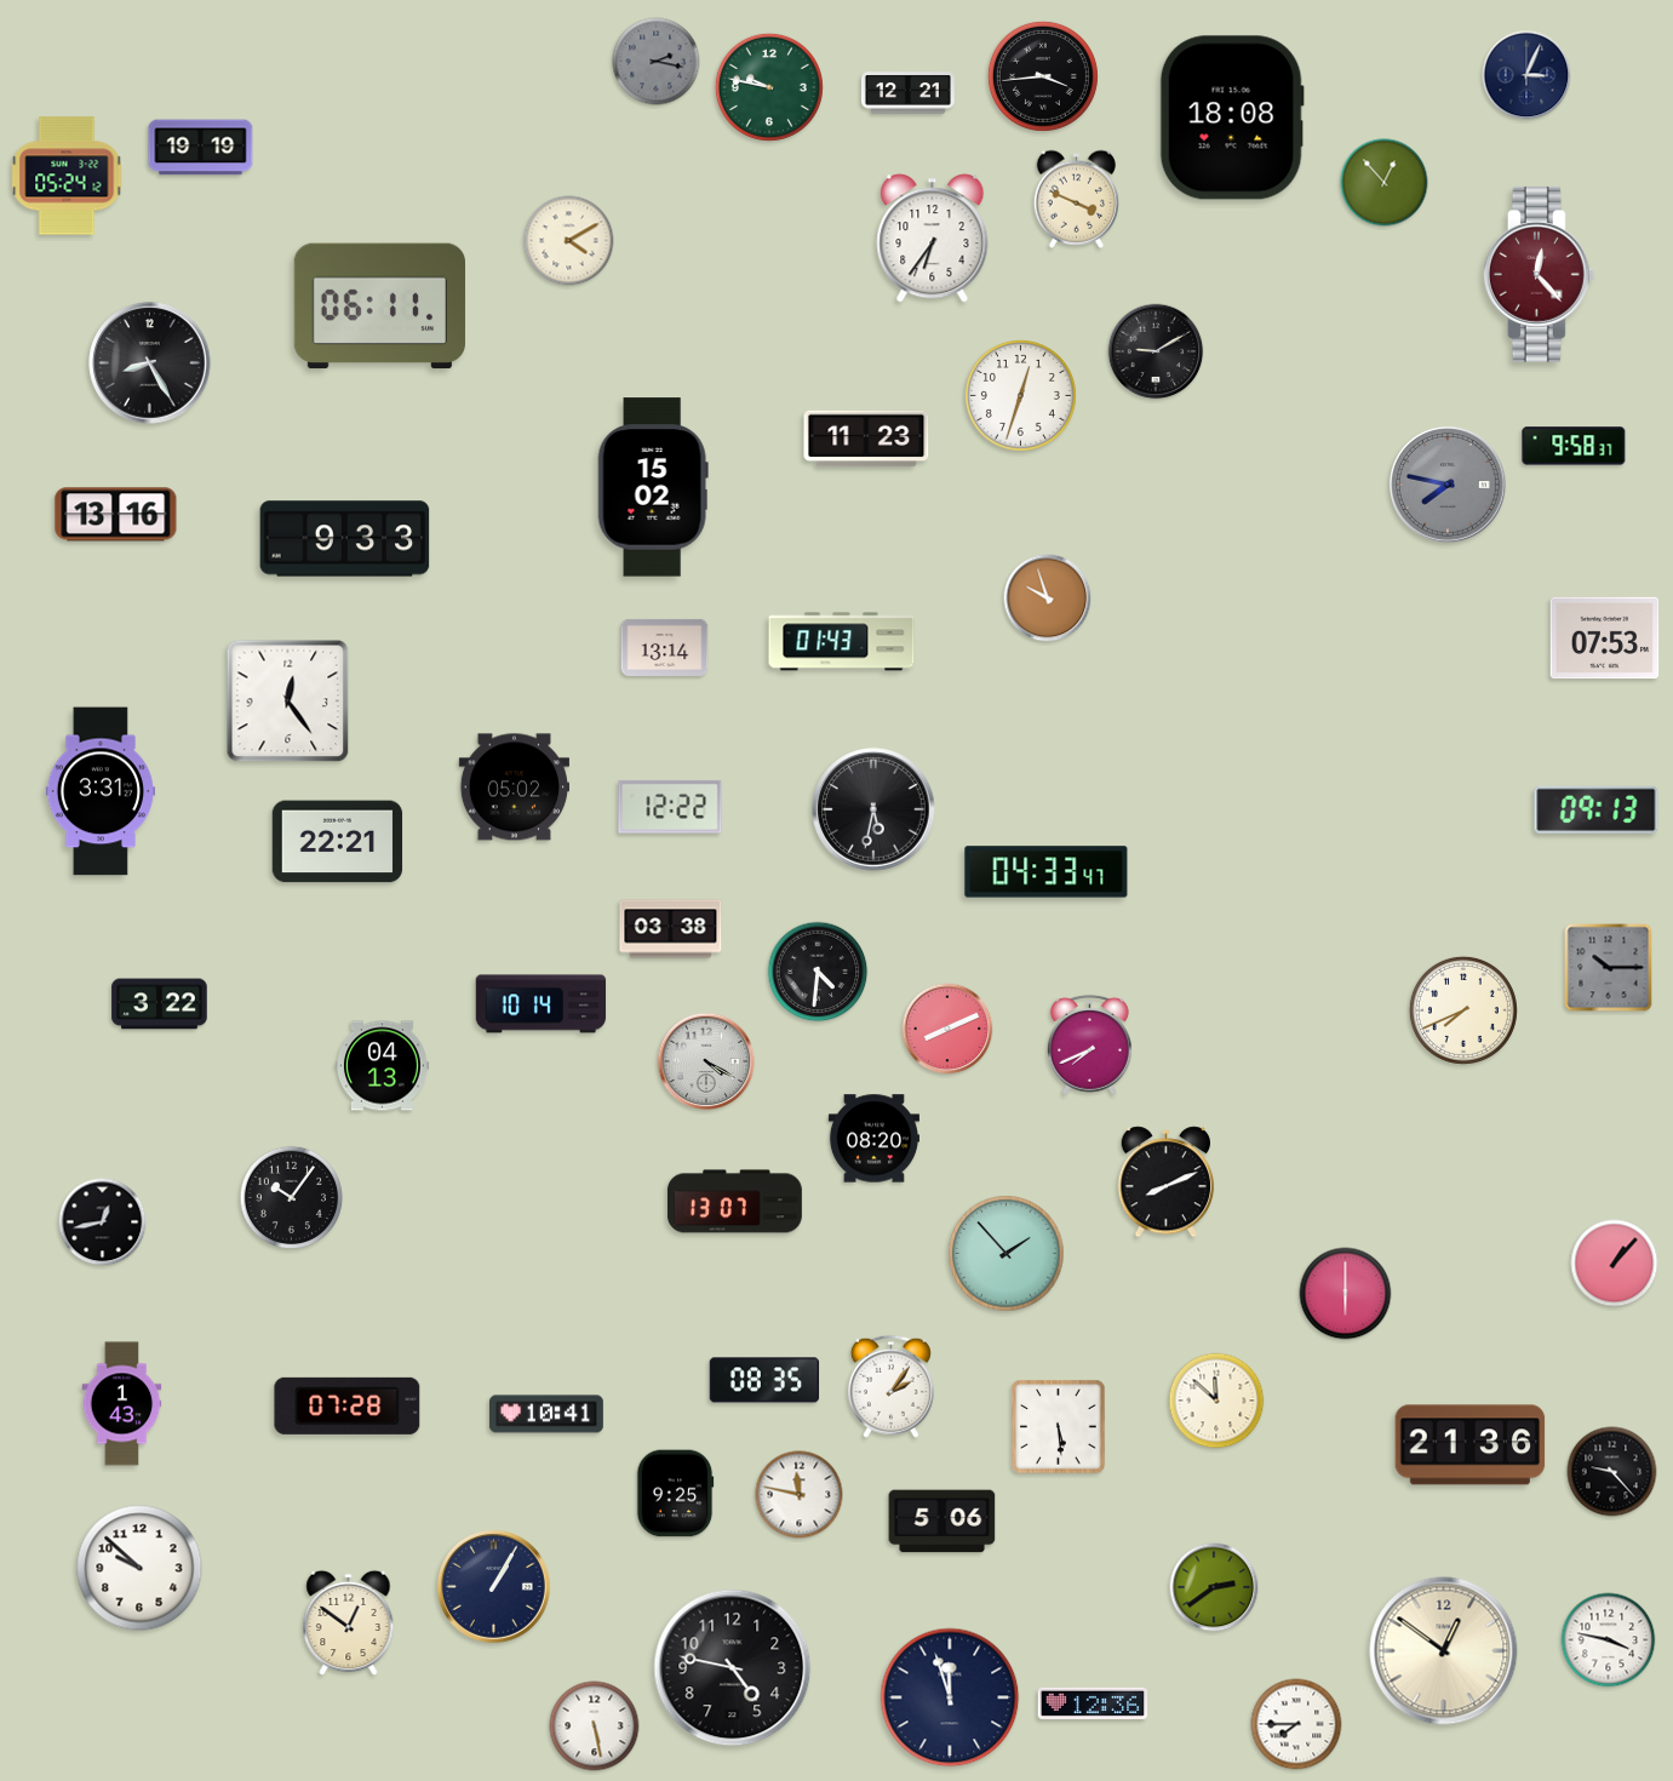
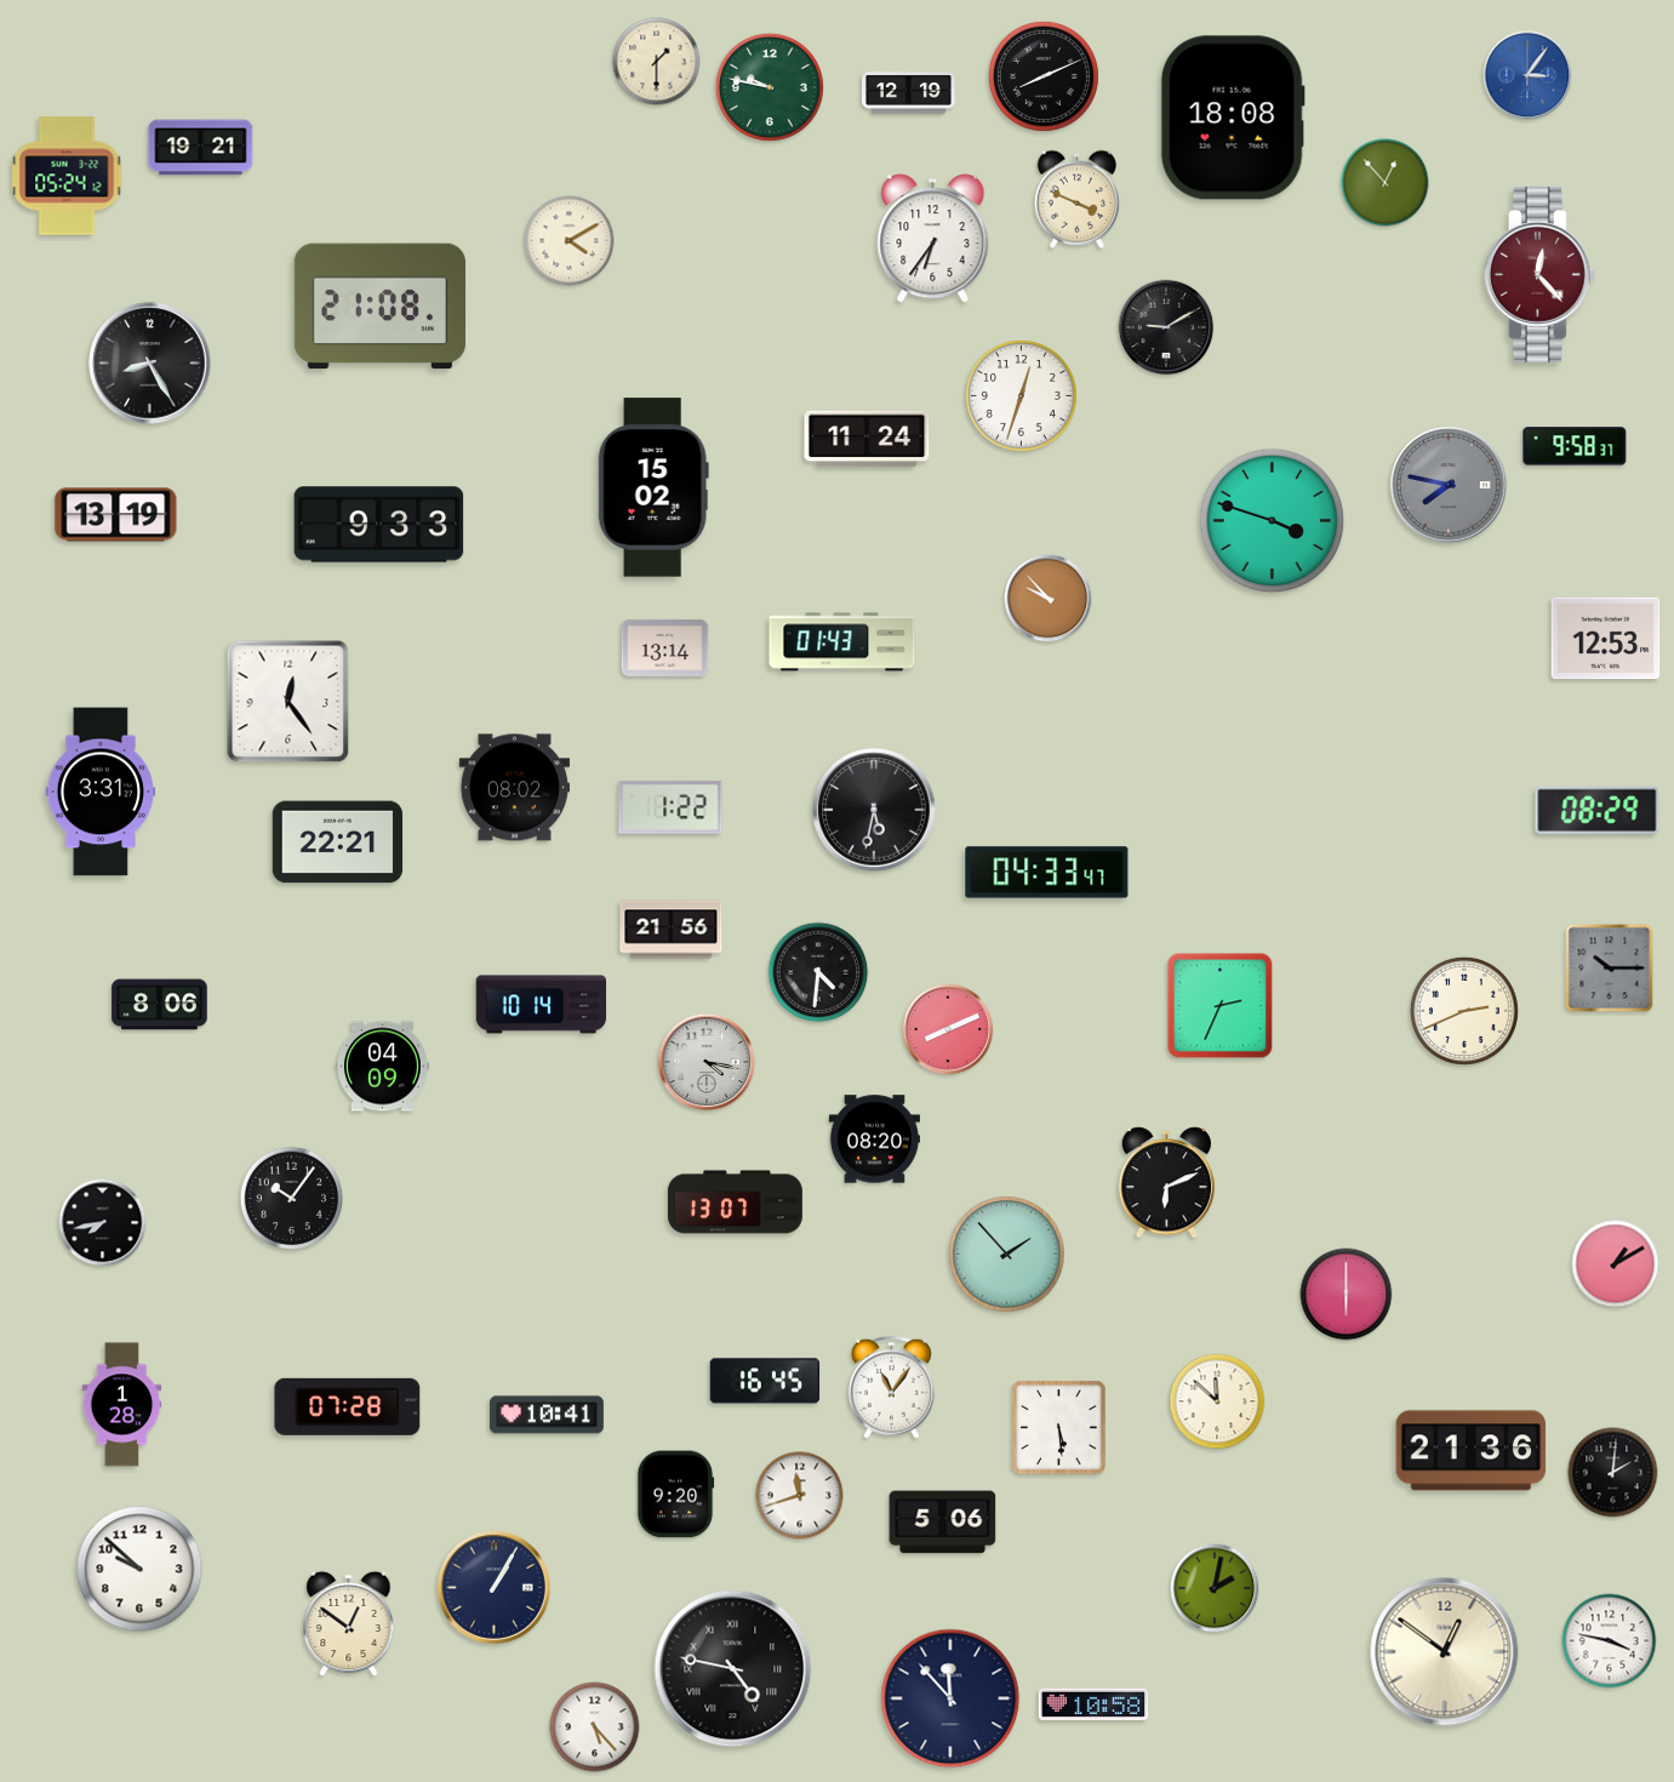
clock at (657, 62): 2:17 -> 1:30
clock at (657, 62) dial: grey -> cream
clock at (1526, 75): 3:04 -> 3:06
clock at (1526, 75) dial: navy -> blue
clock at (1043, 76): 3:44 -> 8:11
clock at (907, 93): 12:21 -> 12:19
clock at (201, 148): 19:19 -> 19:21
clock at (379, 307): 06:11 -> 21:08
clock at (1156, 351) position: (1156, 351) -> (1166, 327)
clock at (866, 439): 11:23 -> 11:24
clock at (116, 515): 13:16 -> 13:19
clock at (1273, 521): none -> 3:48
clock at (345, 539) position: (345, 539) -> (379, 525)
clock at (1048, 599): 9:57 -> 9:53
clock at (1605, 638): 07:53 -> 12:53
clock at (514, 788): 05:02 -> 08:02
clock at (670, 807): 12:22 -> 1:22
clock at (1597, 809): 09:13 -> 08:29
clock at (671, 929): 03:38 -> 21:56
clock at (160, 1004): 3:22 -> 8:06
clock at (1221, 1006): none -> 2:34
clock at (1463, 1010): 7:41 -> 2:41
clock at (1089, 1044): 7:41 -> none
clock at (706, 1061): 4:20 -> 4:17
clock at (382, 1066): 04:13 -> 04:09
clock at (1167, 1182): 8:11 -> 6:11
clock at (103, 1222): 12:43 -> 7:43
clock at (1615, 1264): 1:07 -> 1:10
clock at (764, 1380): 08:35 -> 16:45
clock at (890, 1386): 2:06 -> 11:06
clock at (122, 1404): 1:43 -> 1:28
clock at (1471, 1445) position: (1471, 1445) -> (1472, 1451)
clock at (1612, 1472): 9:23 -> 2:01
clock at (675, 1494): 9:25 -> 9:20
clock at (800, 1495): 11:47 -> 11:42
clock at (1214, 1587): 2:39 -> 2:02
clock at (733, 1668) numerals: Arabic -> Roman
clock at (950, 1697): 11:57 -> 11:53
clock at (1093, 1703): 12:36 -> 10:58
clock at (1296, 1724): 7:45 -> none
clock at (595, 1726): 5:28 -> 5:23
